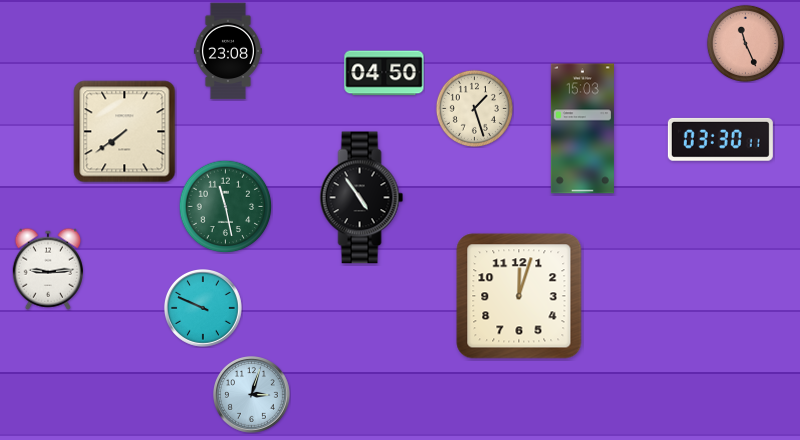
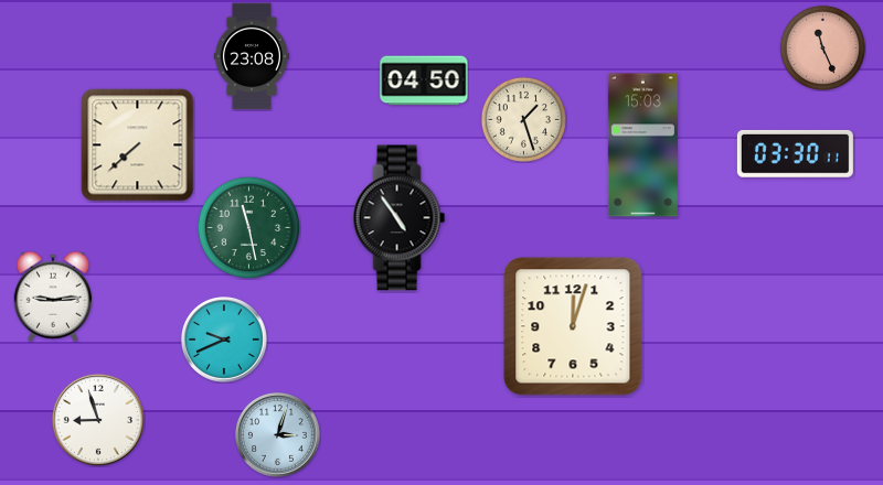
clock at (582, 129) position: (582, 129) -> (642, 145)
clock at (125, 132): 7:39 -> 7:38
clock at (204, 309): 9:49 -> 9:41
clock at (98, 420): none -> 8:57
